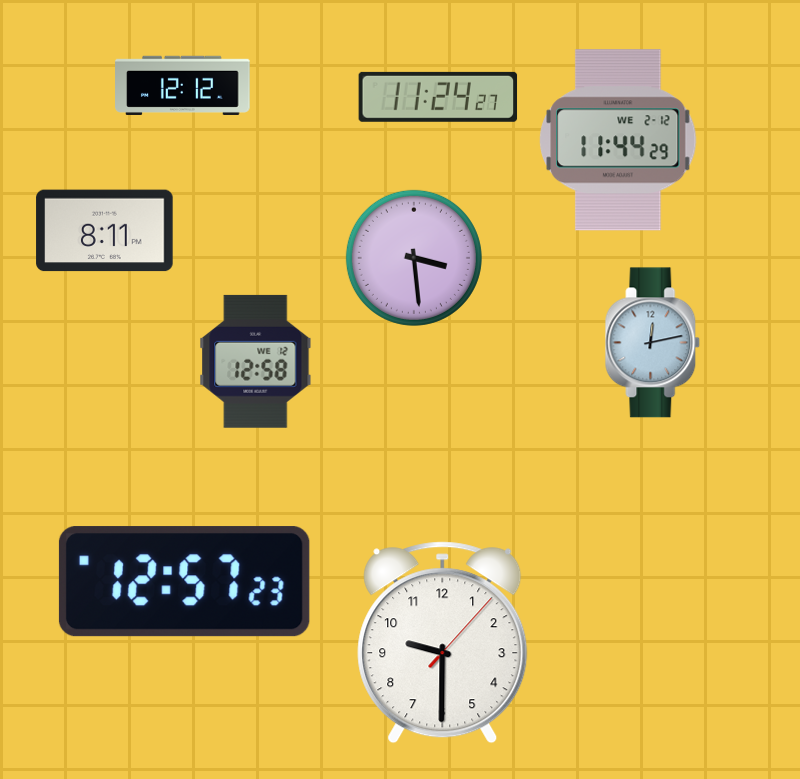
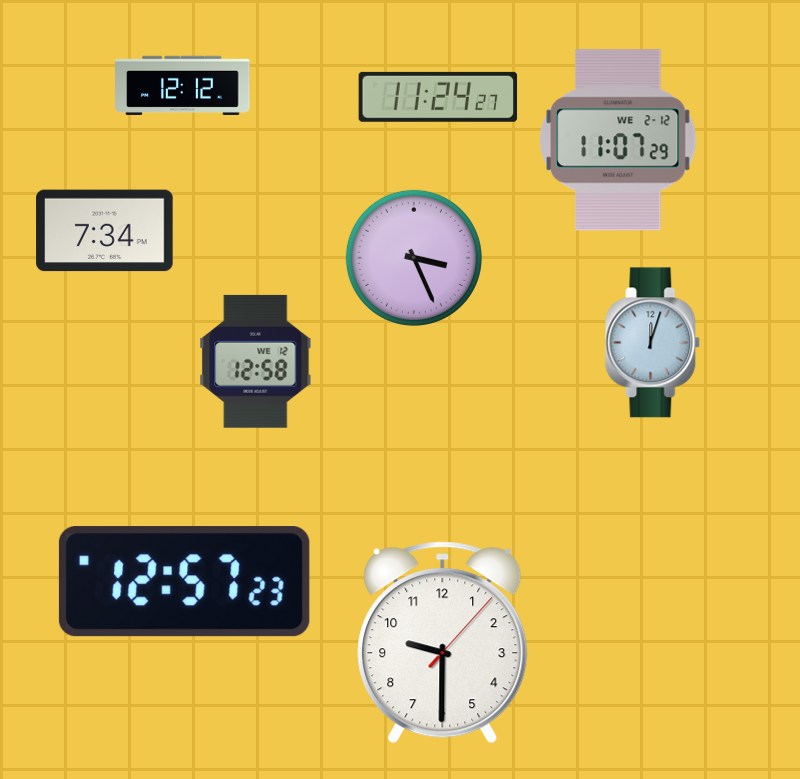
clock at (618, 140): 11:44 -> 11:07
clock at (105, 231): 8:11 -> 7:34
clock at (414, 258): 3:29 -> 3:26
clock at (653, 343): 12:13 -> 12:03
